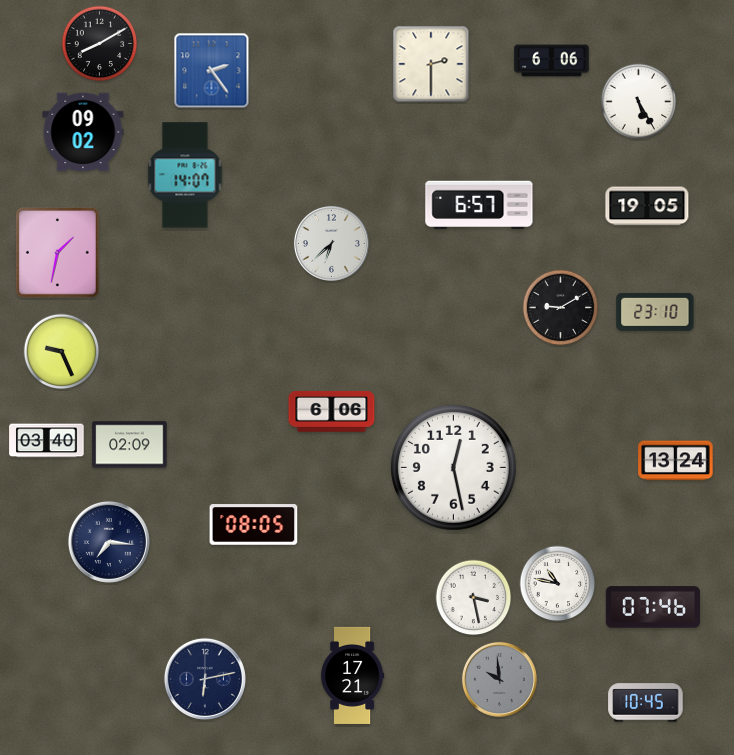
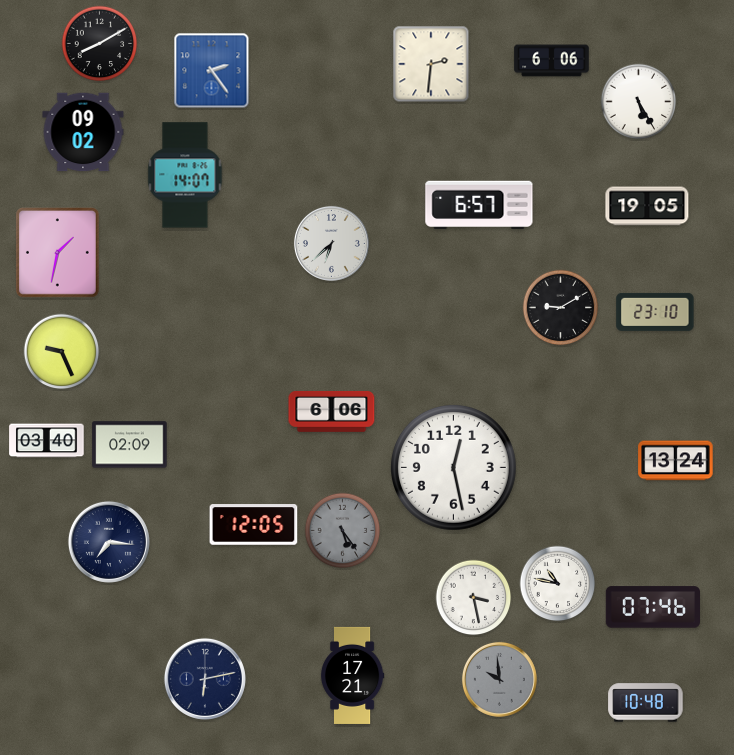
clock at (431, 64): 2:30 -> 2:31
clock at (254, 525): 08:05 -> 12:05
clock at (343, 531): none -> 5:24
clock at (646, 703): 10:45 -> 10:48
